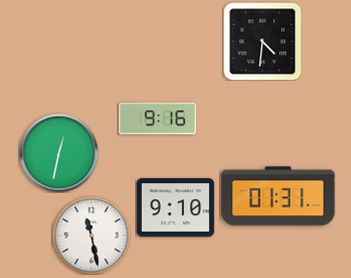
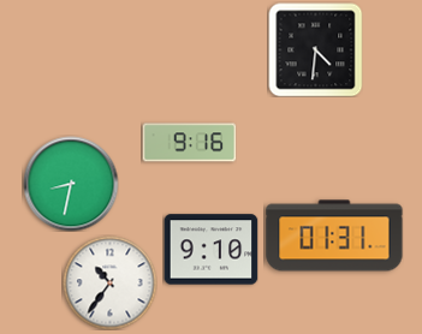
clock at (59, 153): 12:32 -> 8:32
clock at (91, 235): 11:28 -> 10:36
